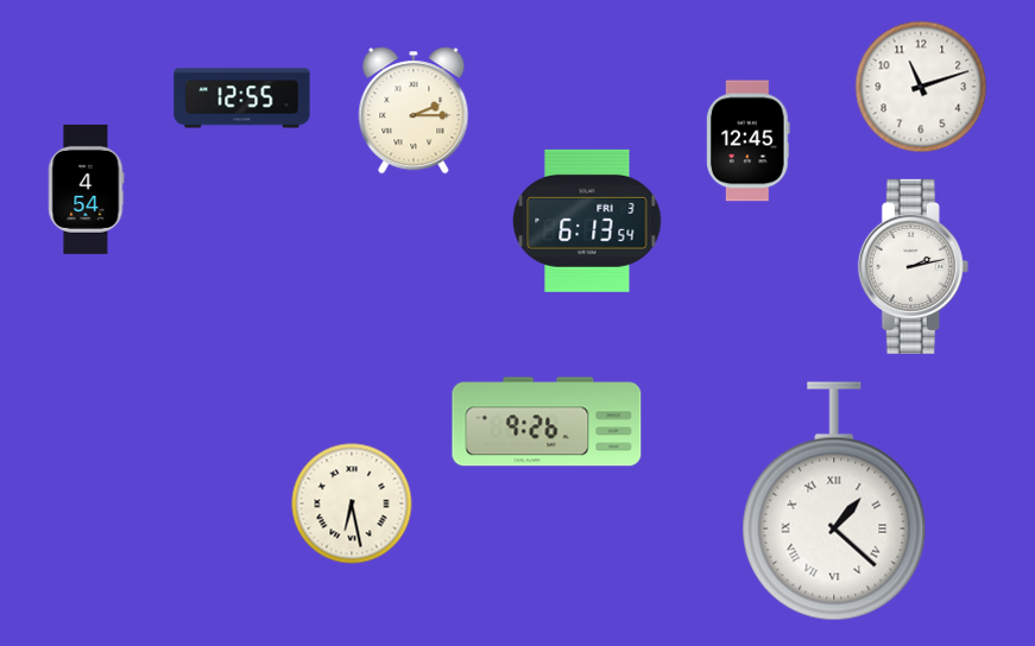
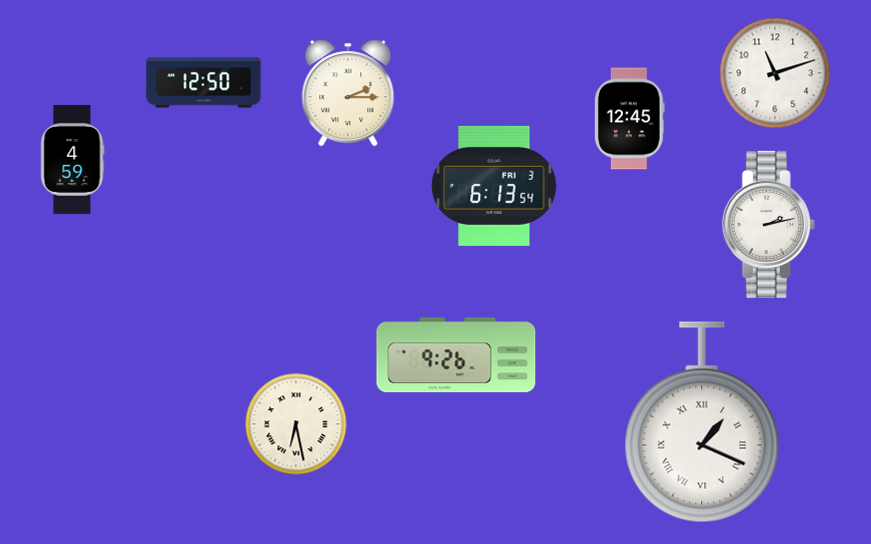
clock at (242, 99): 12:55 -> 12:50
clock at (86, 189): 4:54 -> 4:59
clock at (547, 422) position: (547, 422) -> (456, 355)
clock at (834, 501): 1:22 -> 1:19
